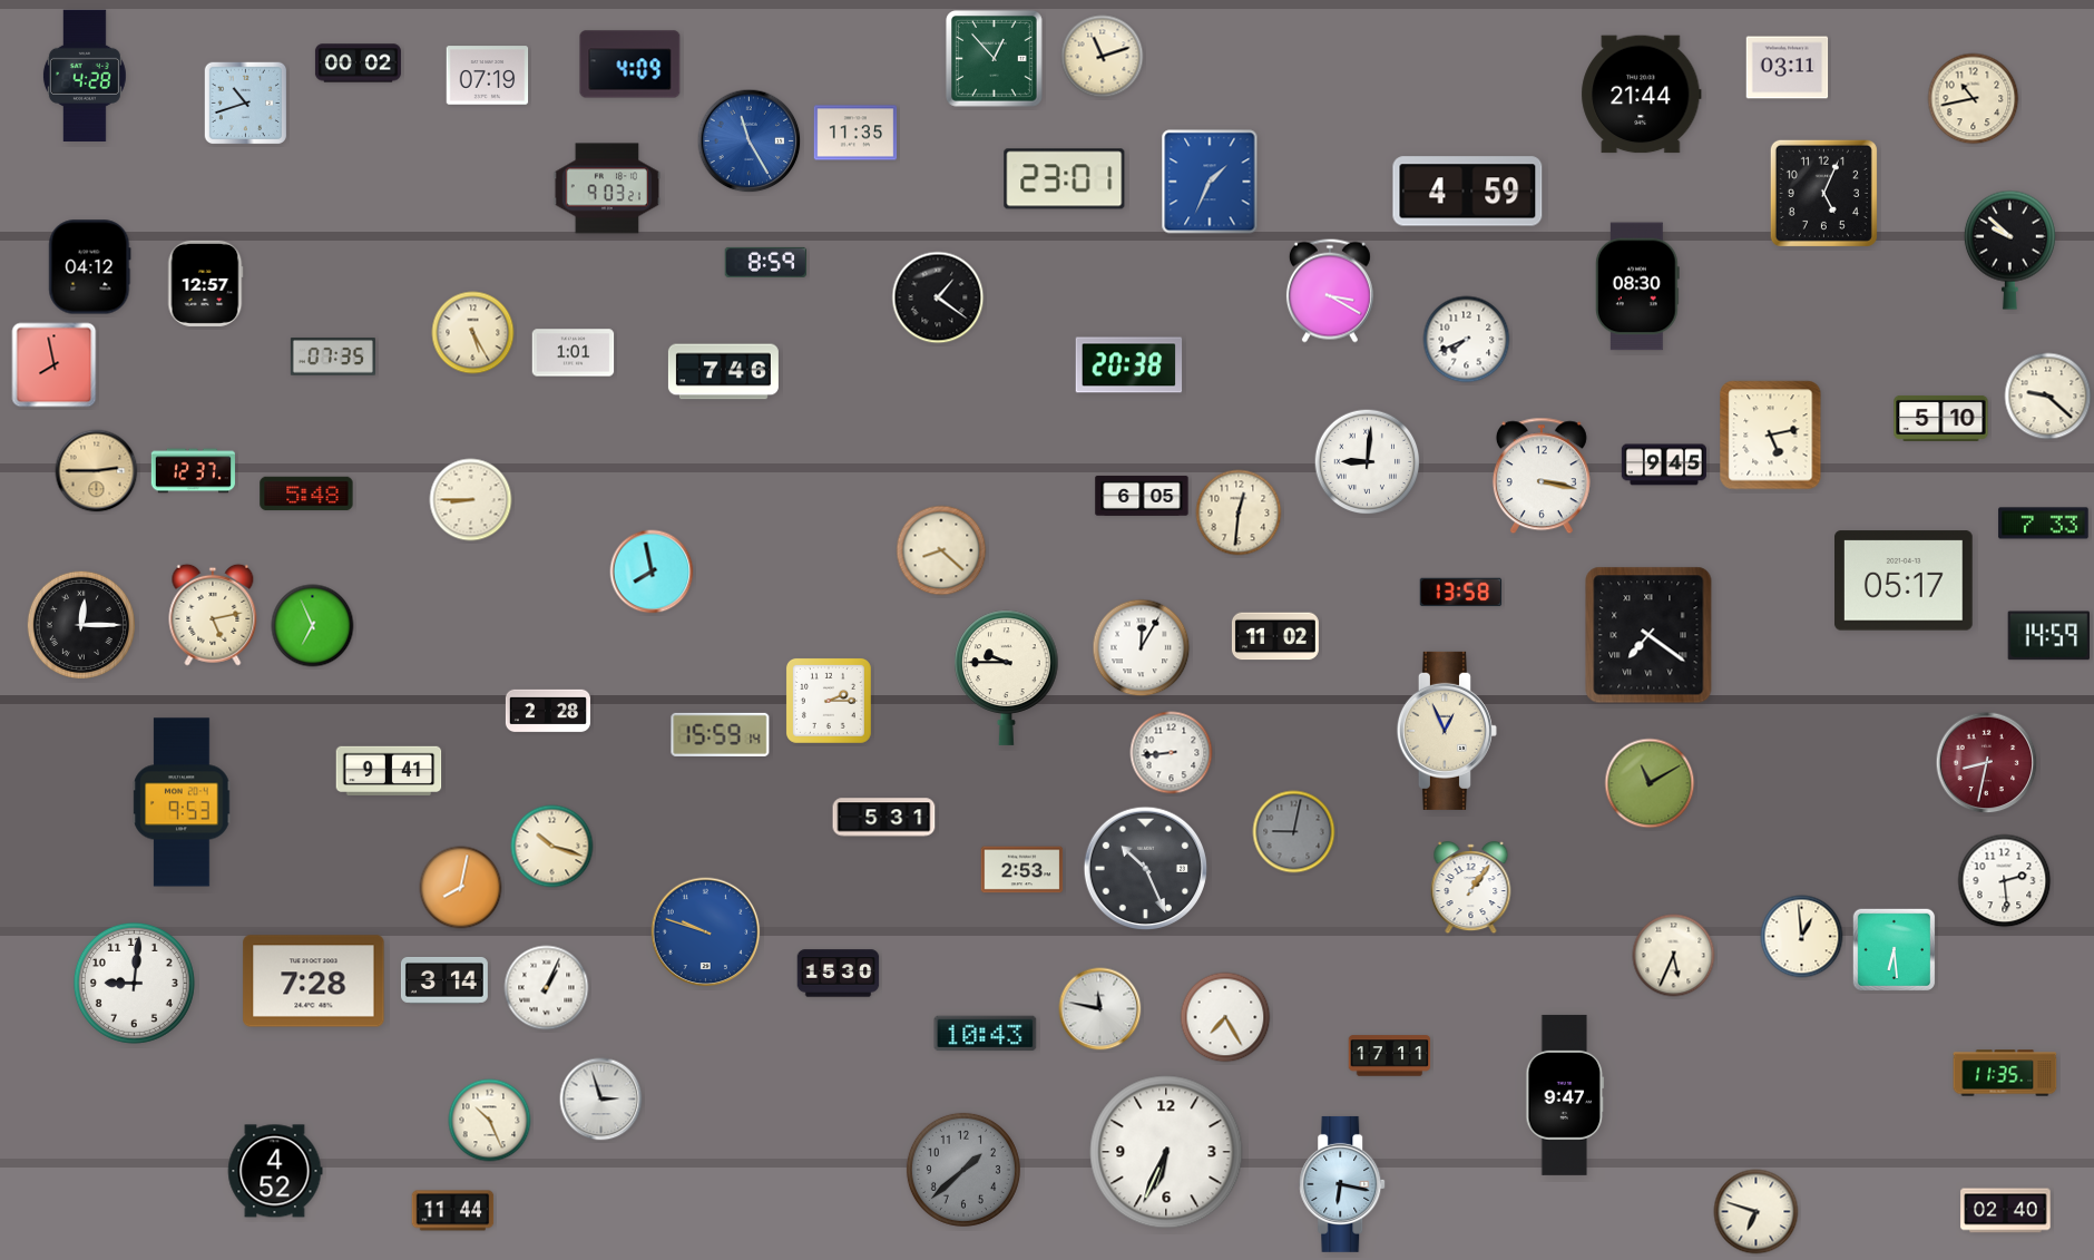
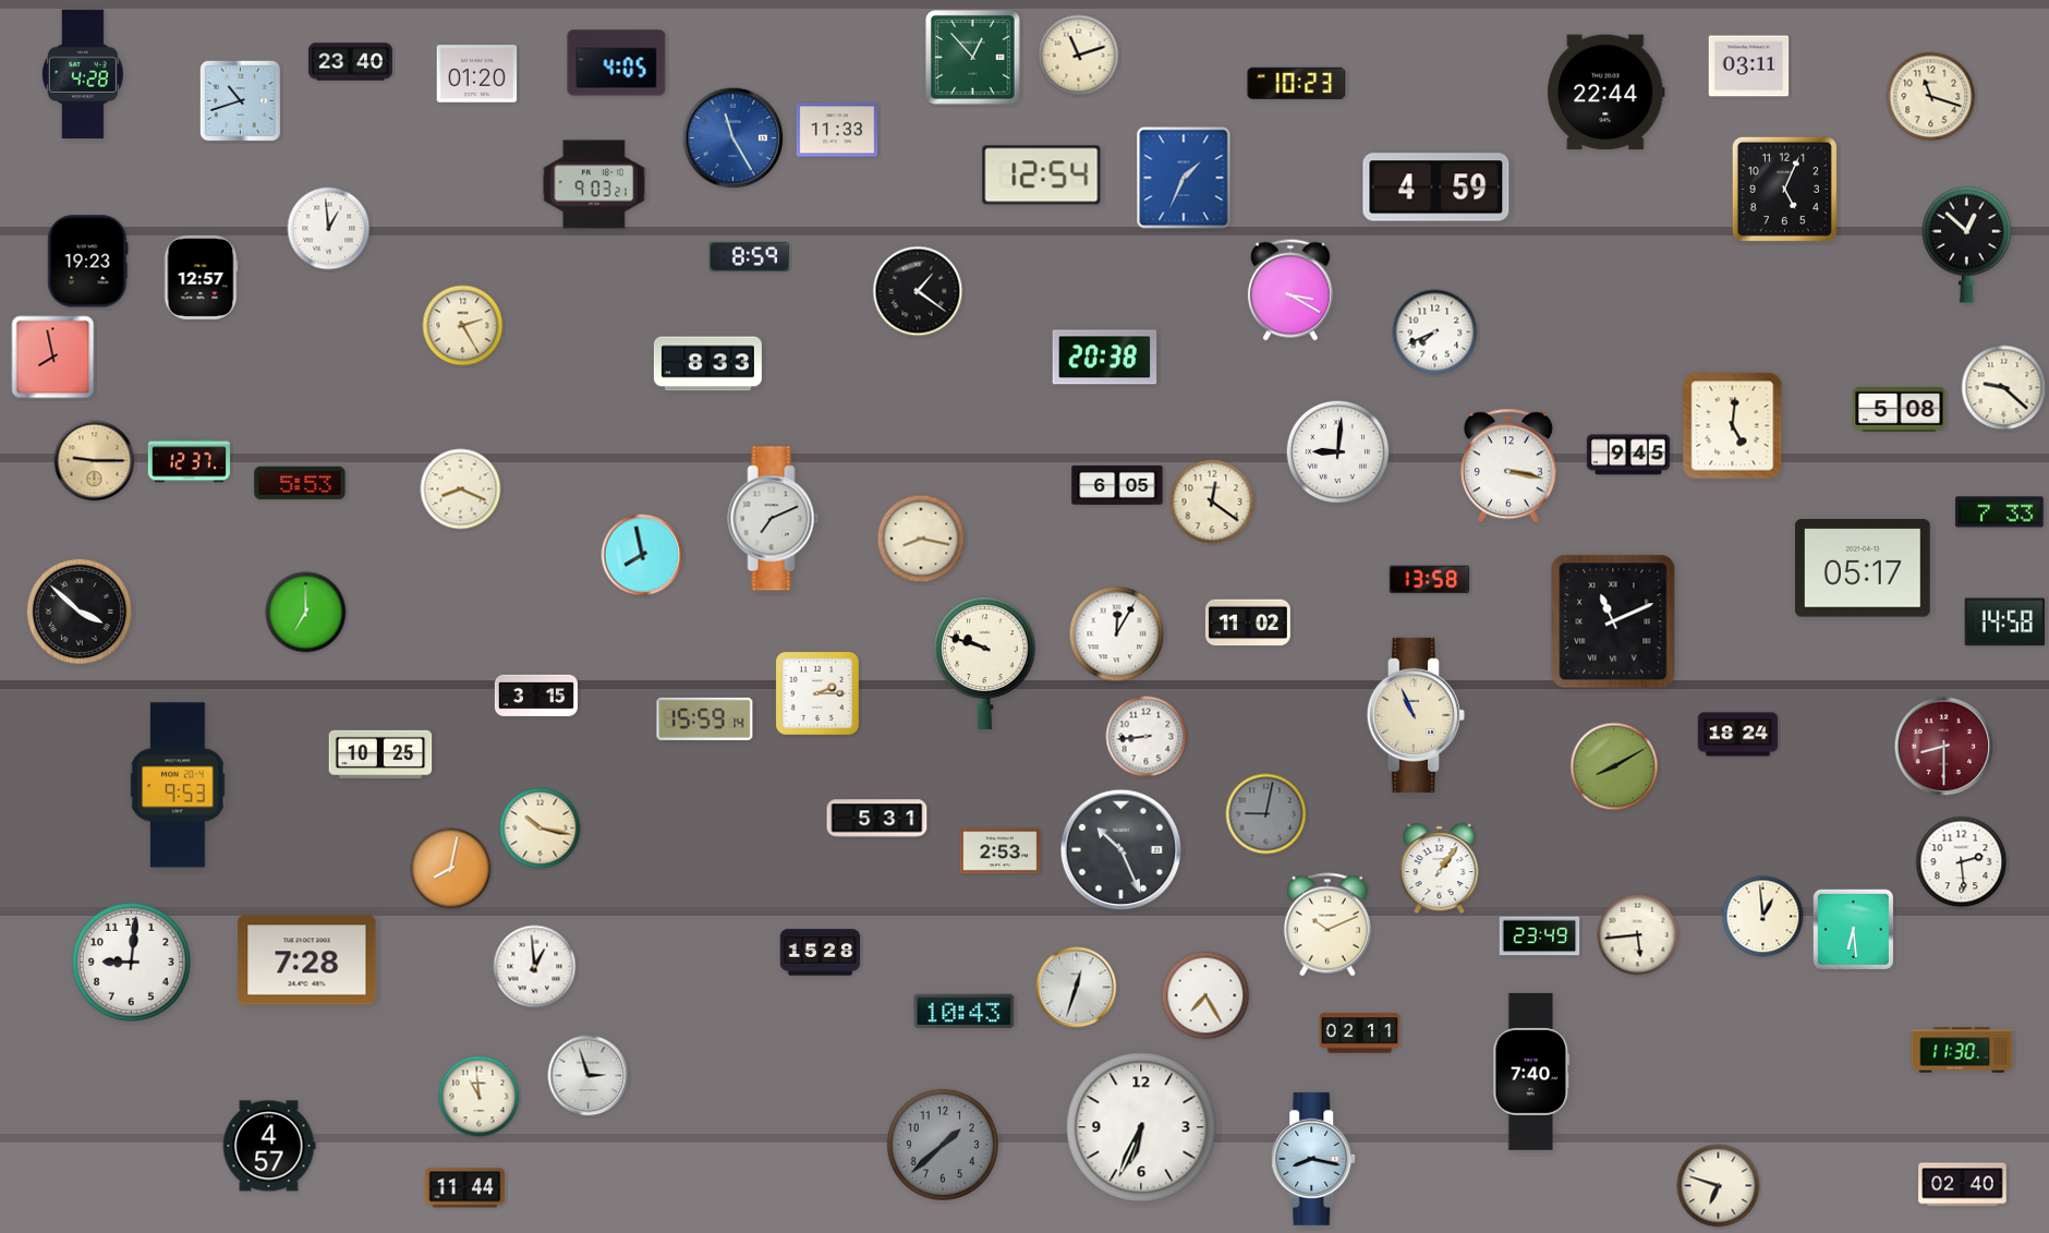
clock at (358, 64): 00:02 -> 23:40
clock at (630, 65): 4:09 -> 4:05
clock at (488, 76): 07:19 -> 01:20
clock at (1297, 83): none -> 10:23
clock at (1642, 95): 21:44 -> 22:44
clock at (1974, 99): 10:43 -> 11:18
clock at (855, 133): 11:35 -> 11:33
clock at (1065, 179): 23:01 -> 12:54
clock at (329, 229): none -> 12:59
clock at (2009, 250): 9:52 -> 12:52
clock at (90, 267): 04:12 -> 19:23
clock at (1637, 286): 08:30 -> none
clock at (1330, 291) position: (1330, 291) -> (1290, 290)
clock at (473, 333): 5:25 -> 2:25
clock at (574, 353): 1:01 -> none
clock at (333, 356): 07:35 -> none
clock at (723, 372): 7:46 -> 8:33
clock at (1941, 418): 5:10 -> 5:08
clock at (1771, 436): 5:13 -> 5:01
clock at (97, 471): 2:45 -> 9:15
clock at (306, 494): 5:48 -> 5:53
clock at (471, 500): 8:45 -> 8:19
clock at (1239, 512): 12:31 -> 12:21
clock at (774, 519): none -> 7:11
clock at (941, 550): 8:22 -> 8:17
clock at (652, 572) position: (652, 572) -> (642, 555)
clock at (213, 615): 5:13 -> none
clock at (80, 624): 12:15 -> 3:52
clock at (313, 626): 6:56 -> 7:00
clock at (1648, 635): 7:21 -> 11:11
clock at (2048, 636): 14:59 -> 14:58
clock at (1007, 677): 9:45 -> 9:48
clock at (829, 701) position: (829, 701) -> (817, 693)
clock at (548, 711): 2:28 -> 3:15
clock at (1447, 731): 12:56 -> 10:56
clock at (1738, 735): none -> 18:24
clock at (1987, 763): 8:32 -> 8:30
clock at (389, 771): 9:41 -> 10:25
clock at (1650, 783): 11:10 -> 8:10
clock at (884, 818) position: (884, 818) -> (877, 819)
clock at (552, 847): 10:18 -> 10:17
clock at (706, 932): 9:48 -> none
clock at (1327, 924): none -> 10:11
clock at (1674, 956): 5:34 -> 5:44
clock at (1540, 936): none -> 23:49
clock at (839, 974): 15:30 -> 15:28
clock at (444, 980): 3:14 -> none
clock at (547, 988): 1:04 -> 12:59
clock at (1100, 1009): 11:47 -> 12:33
clock at (1225, 1017) position: (1225, 1017) -> (1205, 995)
clock at (1390, 1056): 17:11 -> 02:11
clock at (2005, 1073): 11:35 -> 11:30
clock at (1565, 1095): 9:47 -> 7:40
clock at (490, 1121): 10:26 -> 10:59
clock at (275, 1171): 4:52 -> 4:57
clock at (1343, 1184): 6:17 -> 8:17
clock at (453, 1211) position: (453, 1211) -> (465, 1188)
